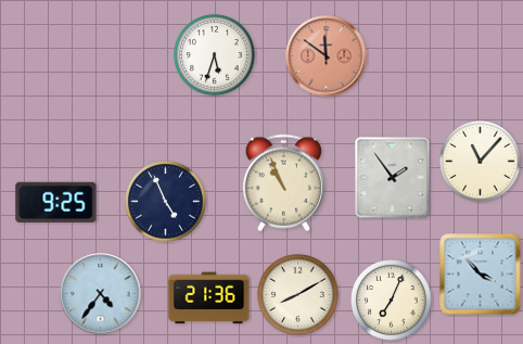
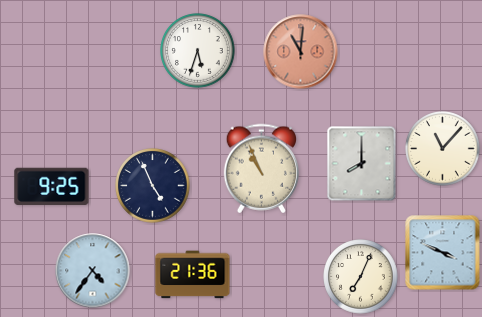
clock at (327, 56): 11:51 -> 11:01
clock at (393, 178): 1:54 -> 8:00
clock at (481, 275): 3:53 -> 3:49
clock at (298, 295): 8:10 -> none
